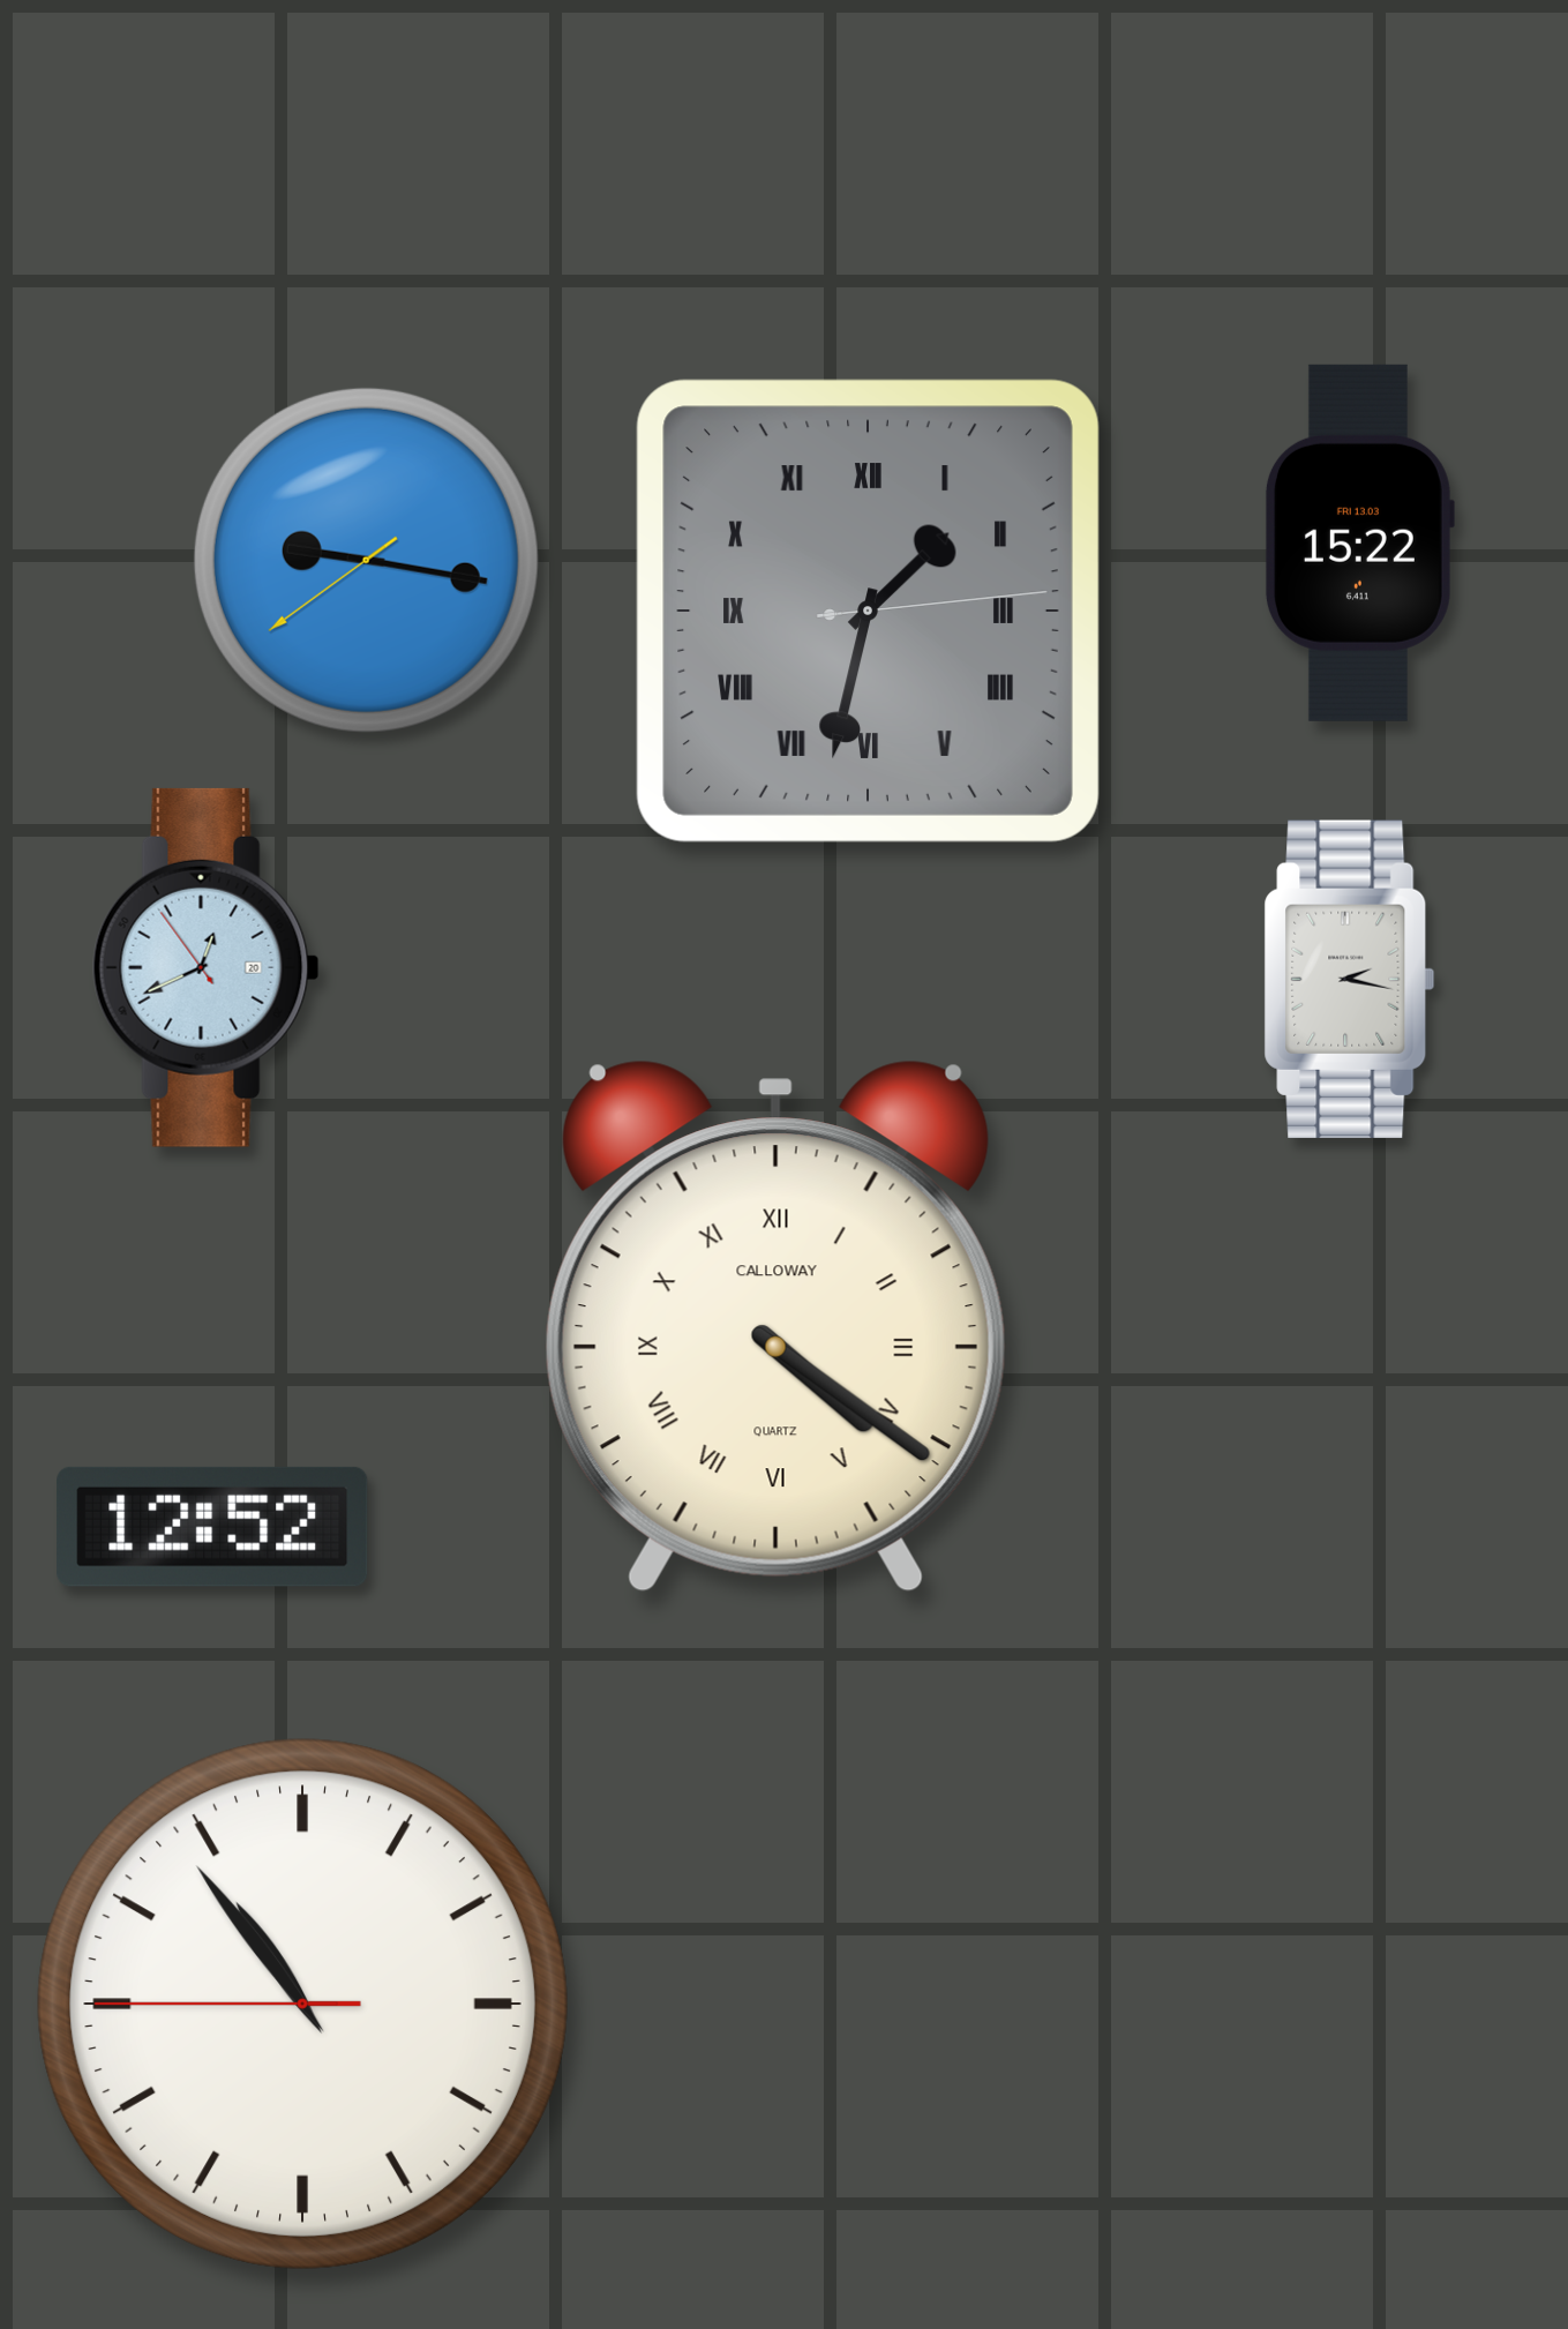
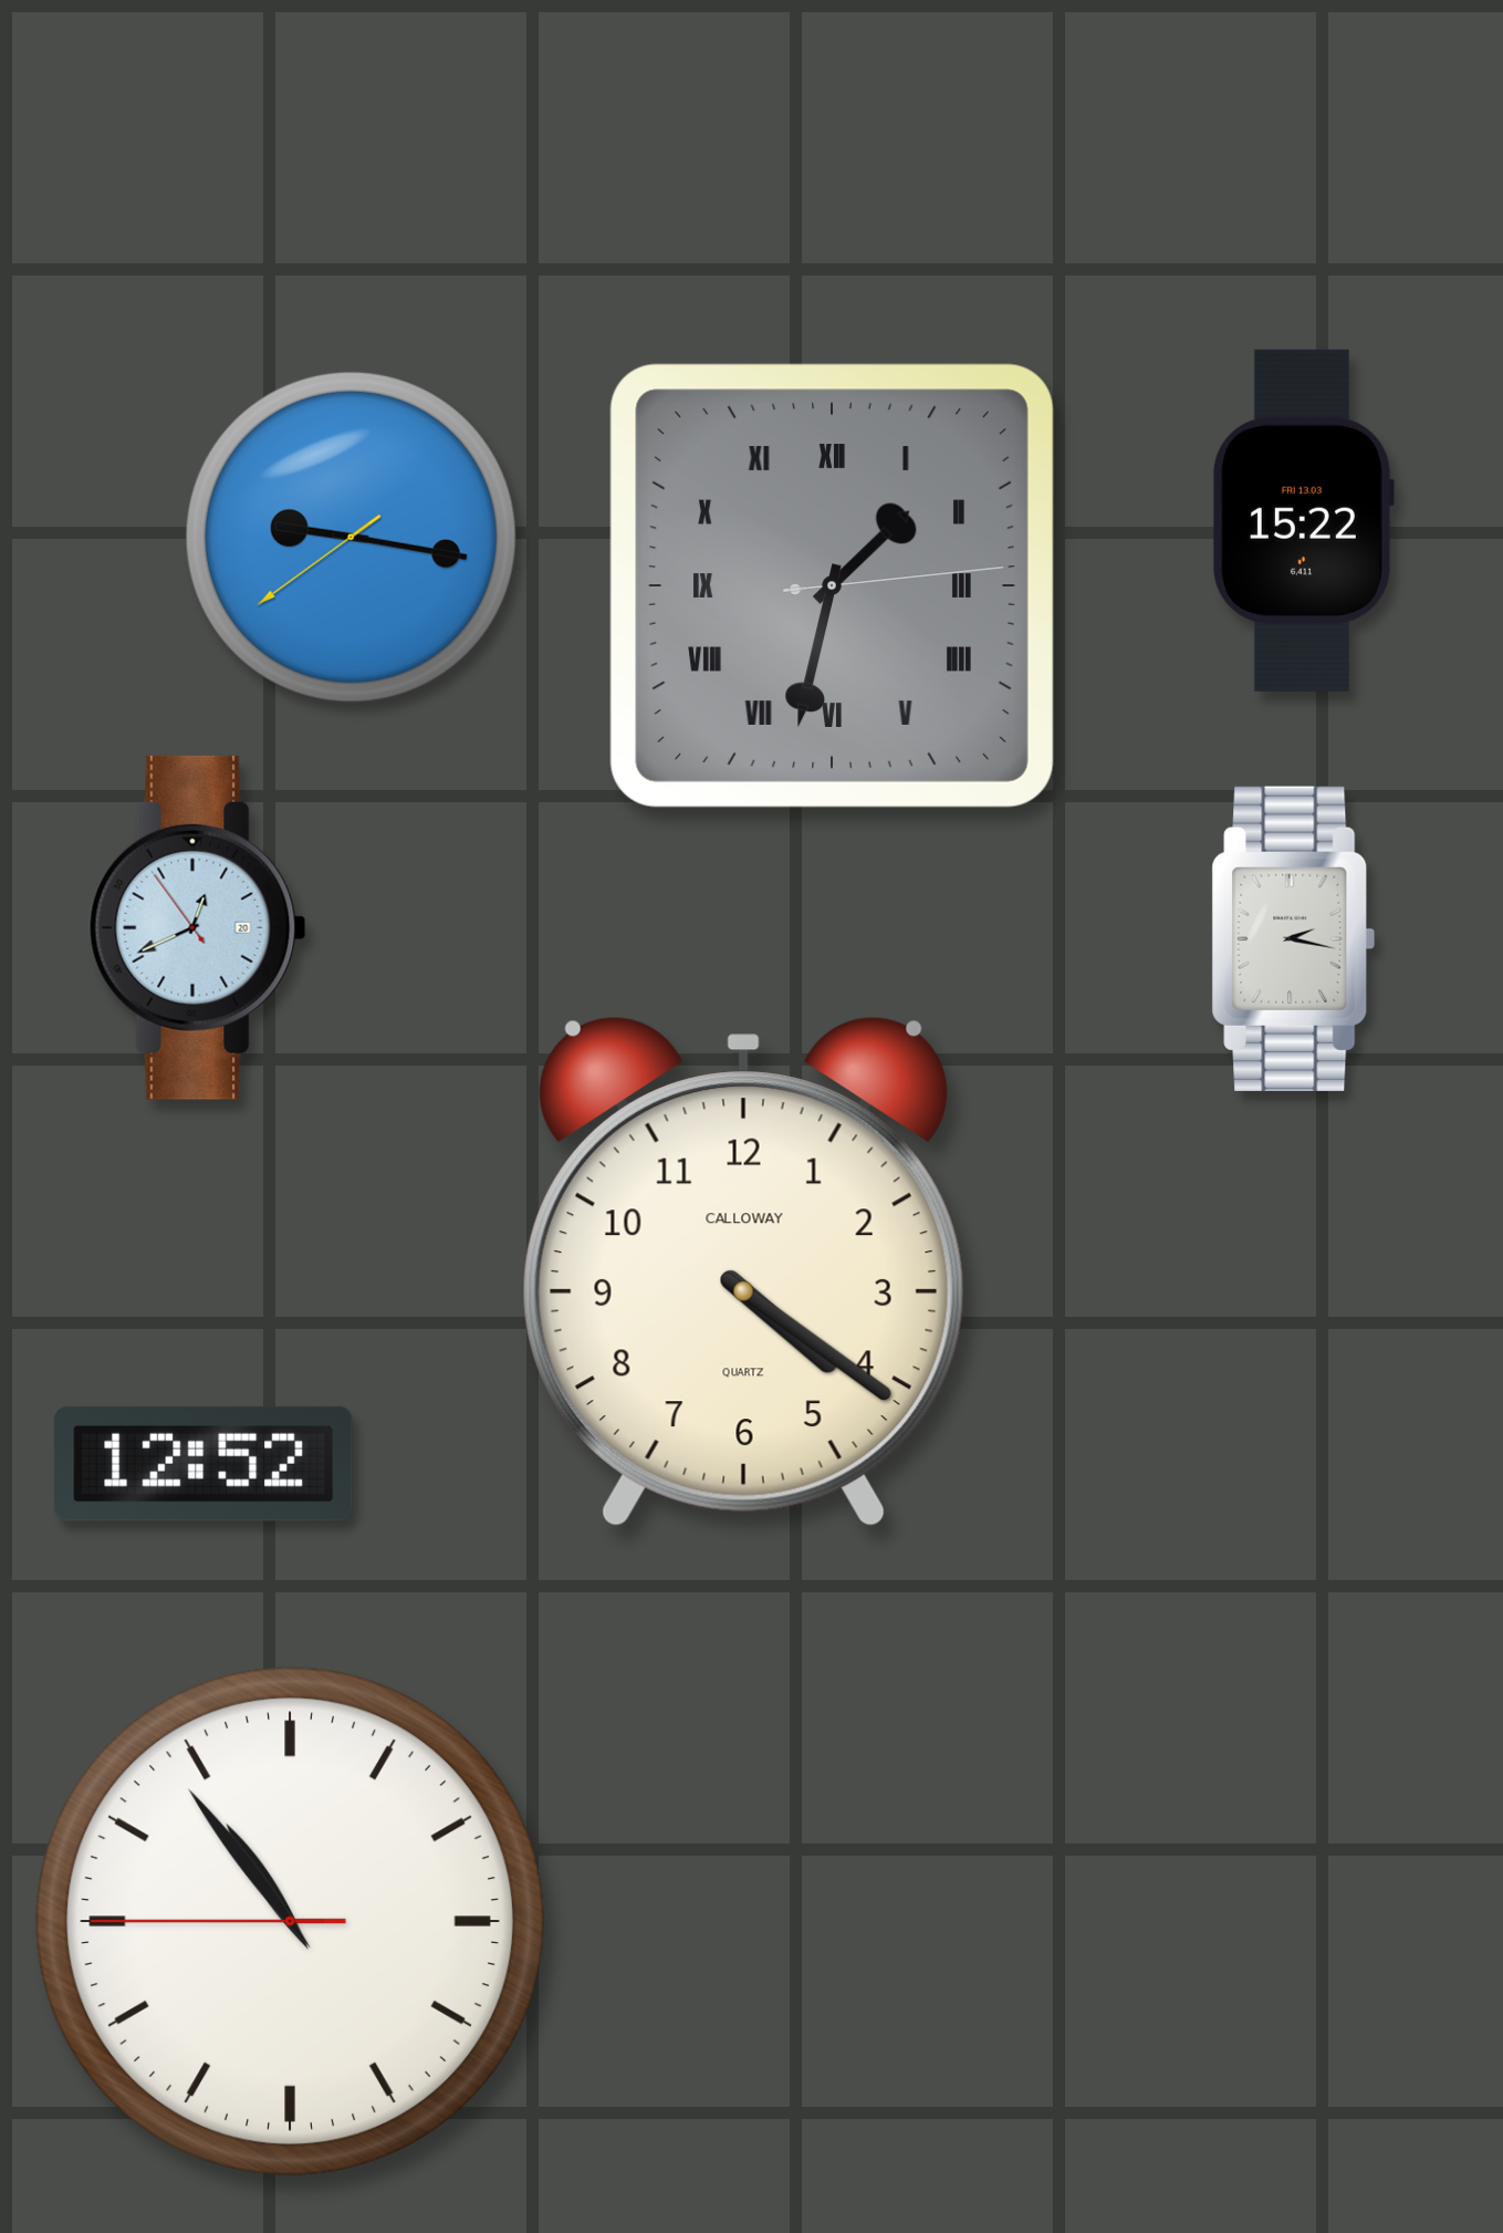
clock at (775, 1327) numerals: Roman -> Arabic
